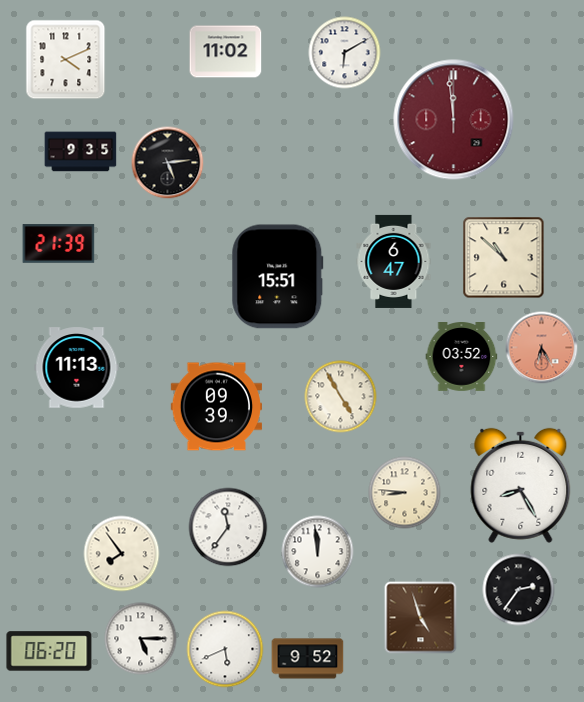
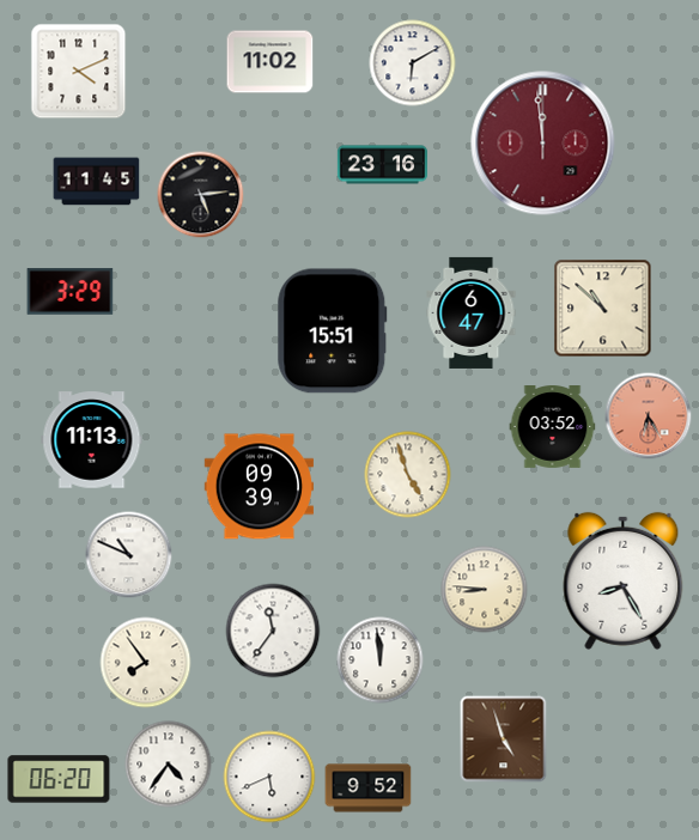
clock at (382, 165): none -> 23:16
clock at (81, 152): 9:35 -> 11:45
clock at (59, 244): 21:39 -> 3:29
clock at (341, 397): 4:55 -> 4:57
clock at (129, 555): none -> 10:49
clock at (519, 590): 2:36 -> none
clock at (141, 639): 5:15 -> 4:36
